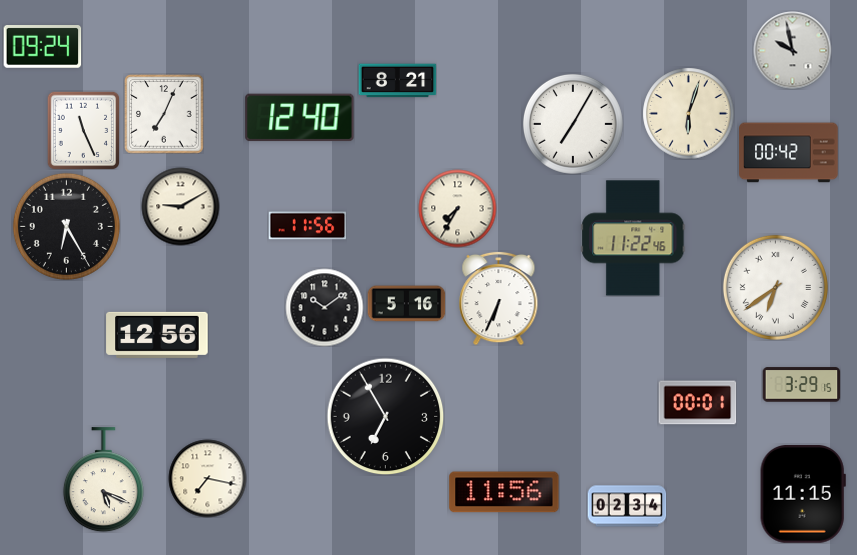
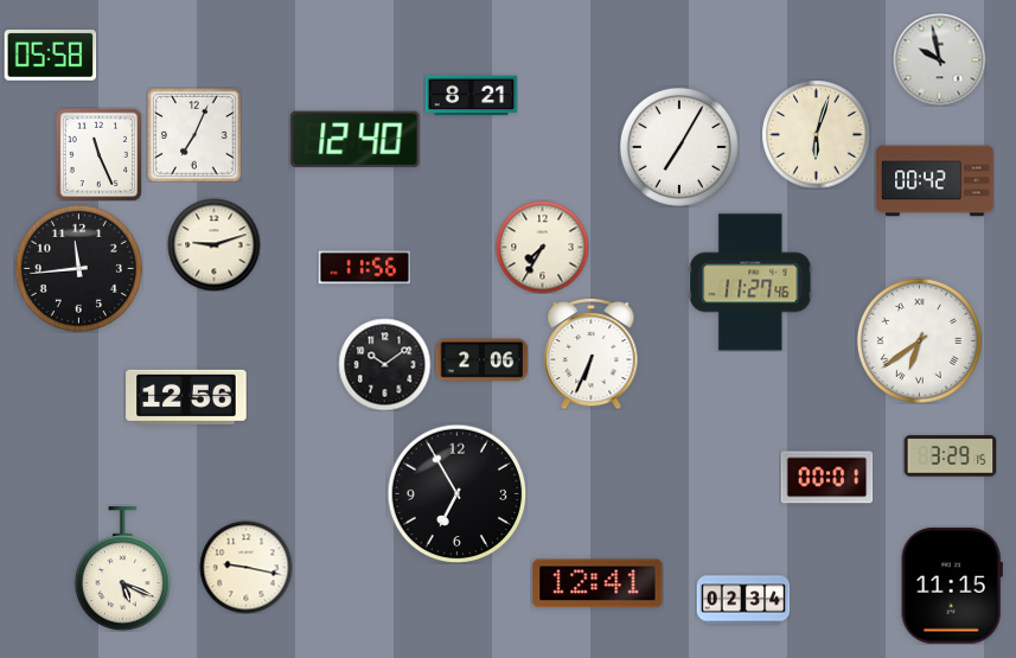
clock at (42, 47): 09:24 -> 05:58
clock at (180, 206): 9:10 -> 9:12
clock at (66, 226): 6:25 -> 11:44
clock at (633, 238): 11:22 -> 11:27
clock at (406, 304): 5:16 -> 2:06
clock at (207, 478): 7:17 -> 9:17
clock at (504, 492): 11:56 -> 12:41
